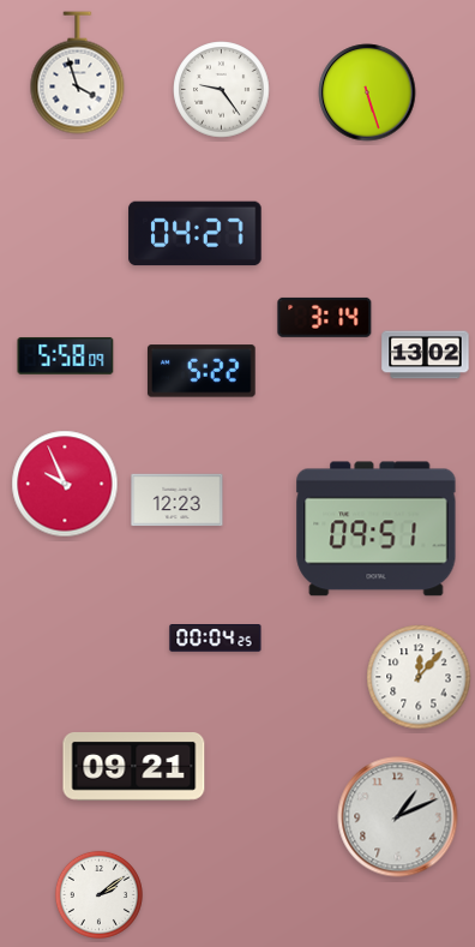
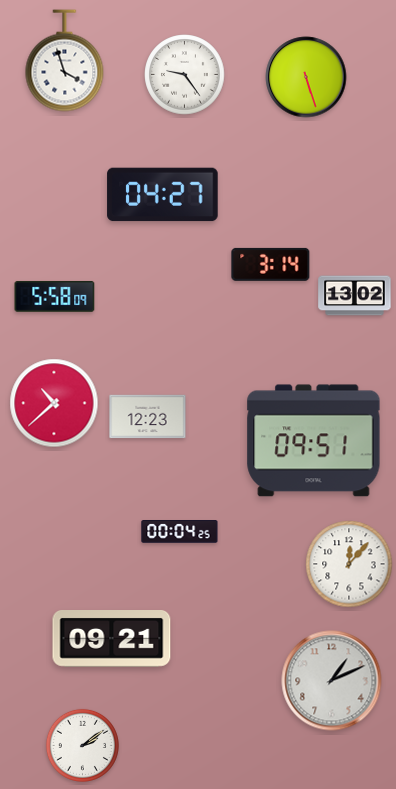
clock at (202, 371): 5:22 -> none
clock at (65, 484): 9:56 -> 10:38
